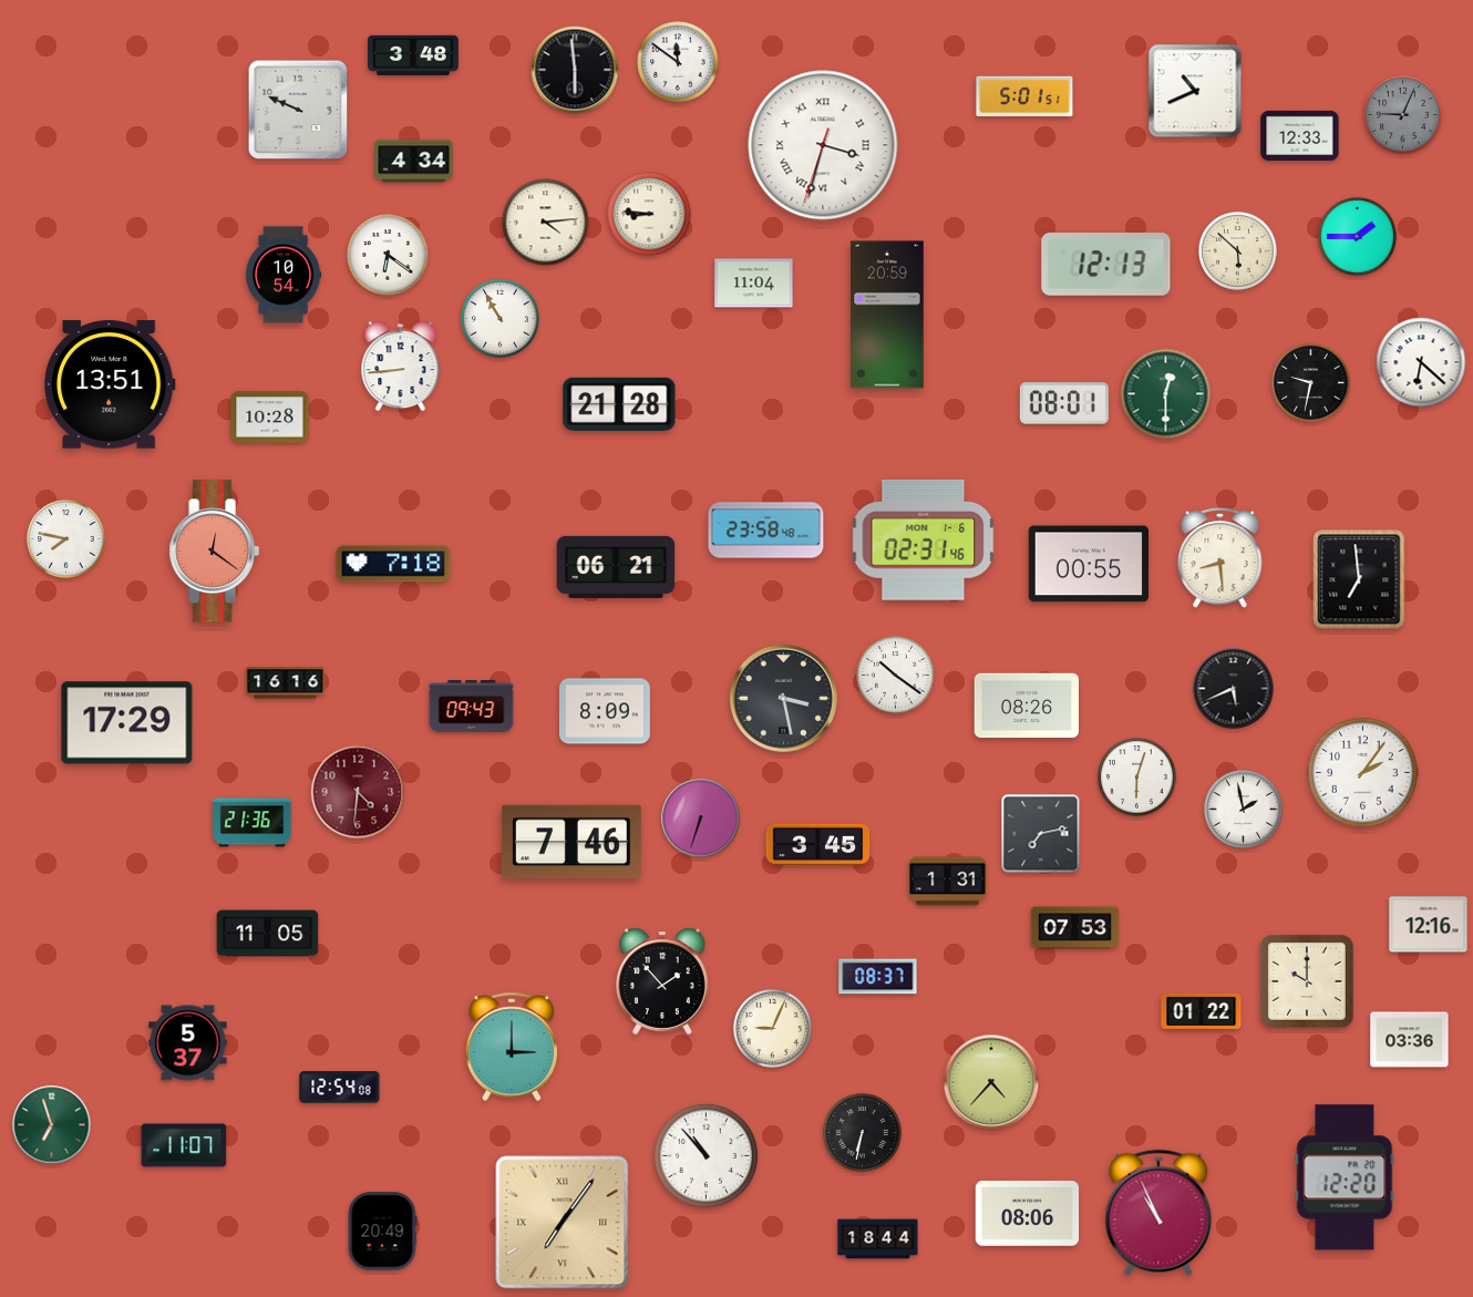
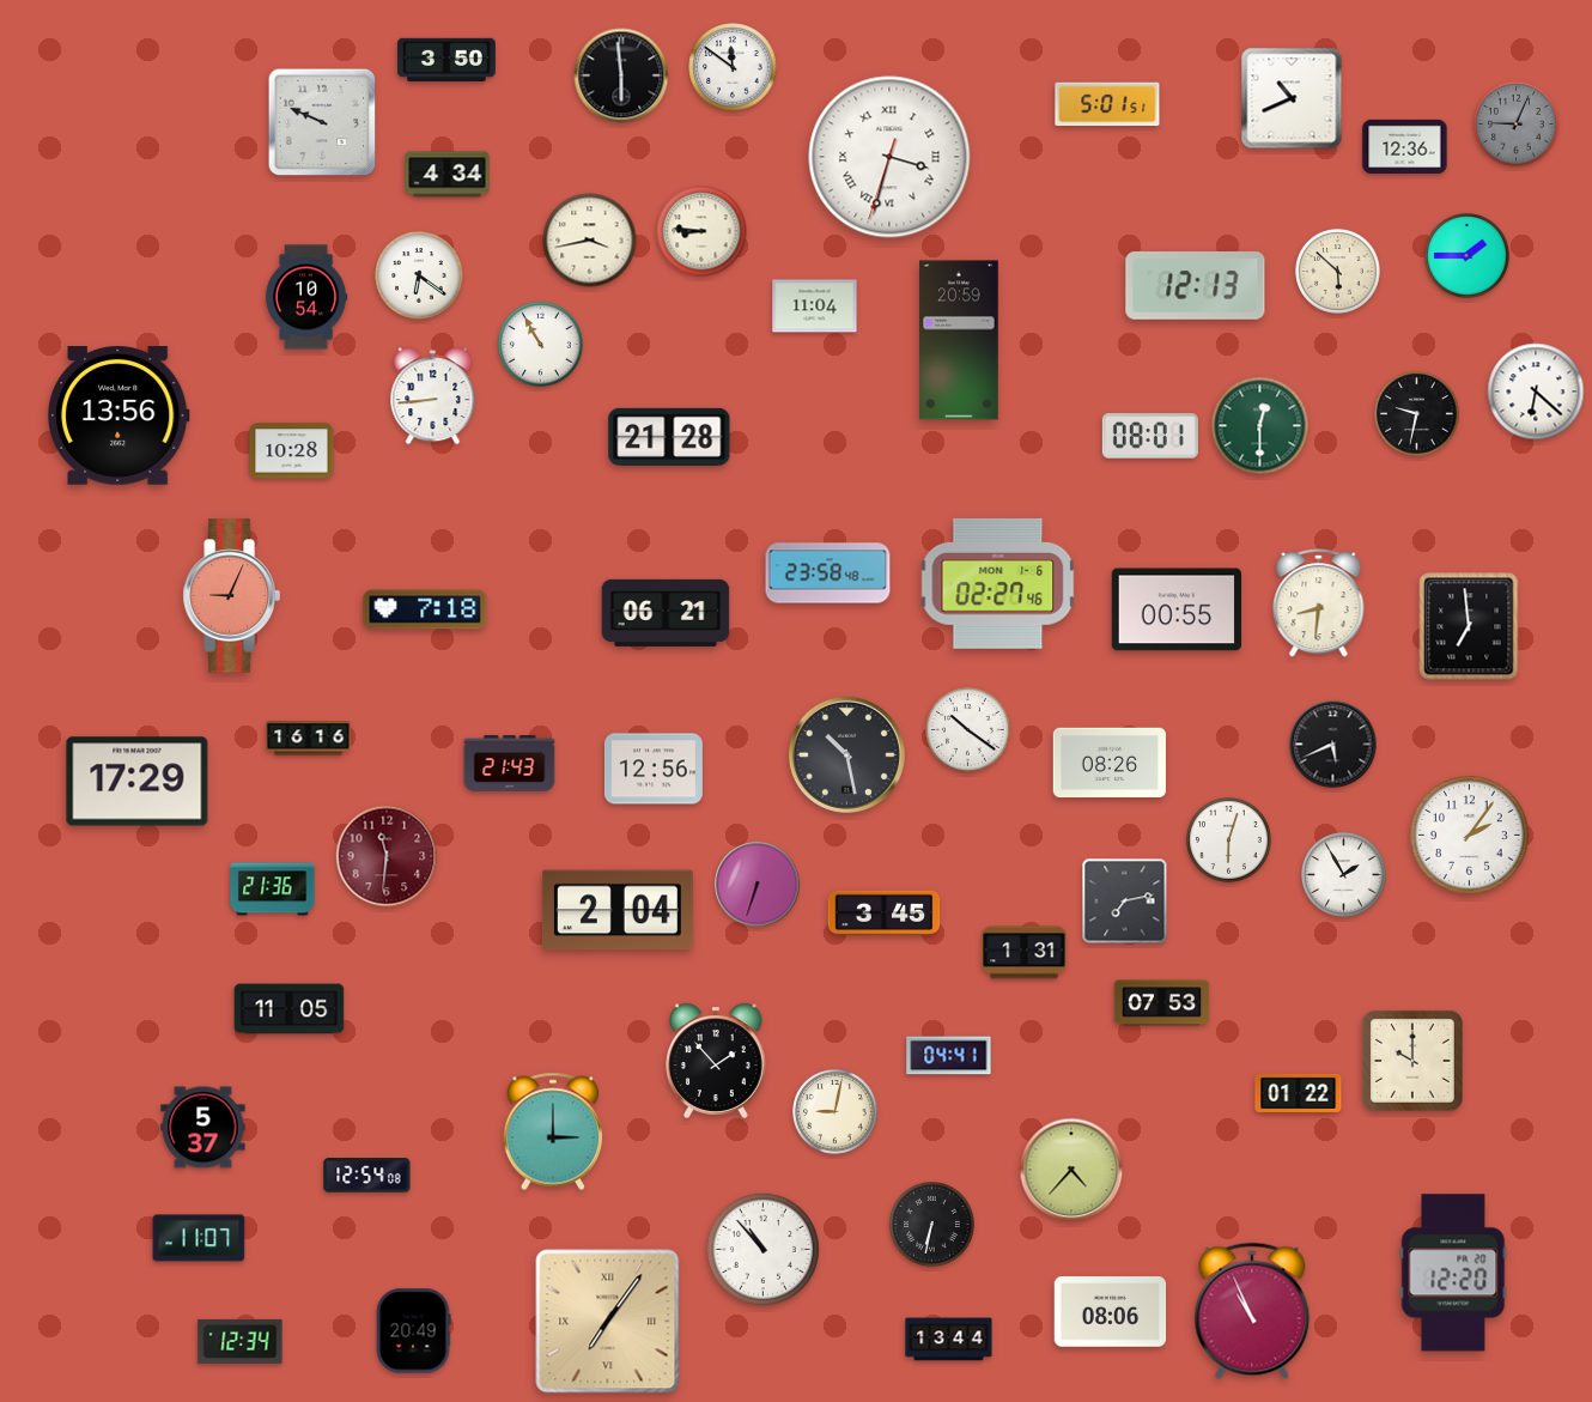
clock at (413, 55): 3:48 -> 3:50
clock at (298, 110) position: (298, 110) -> (322, 122)
clock at (1300, 135): 12:33 -> 12:36
clock at (546, 223): 4:14 -> 3:43
clock at (111, 384): 13:51 -> 13:56
clock at (66, 539): 7:47 -> none
clock at (924, 539): 02:31 -> 02:27
clock at (214, 552): 12:21 -> 9:04
clock at (1220, 558): 8:29 -> 8:31
clock at (783, 698): 3:28 -> 10:28
clock at (472, 707): 09:43 -> 21:43
clock at (605, 711): 8:09 -> 12:56
clock at (1363, 773) position: (1363, 773) -> (1470, 836)
clock at (358, 792): 4:31 -> 11:31
clock at (1244, 810): 1:58 -> 1:55
clock at (571, 842): 7:46 -> 2:04
clock at (1429, 925): 12:16 -> none
clock at (878, 977): 08:37 -> 04:41
clock at (773, 1029): 9:04 -> 9:02
clock at (1410, 1040): 03:36 -> none
clock at (52, 1125): 6:57 -> none
clock at (878, 1239): 18:44 -> 13:44
clock at (241, 1341): none -> 12:34
